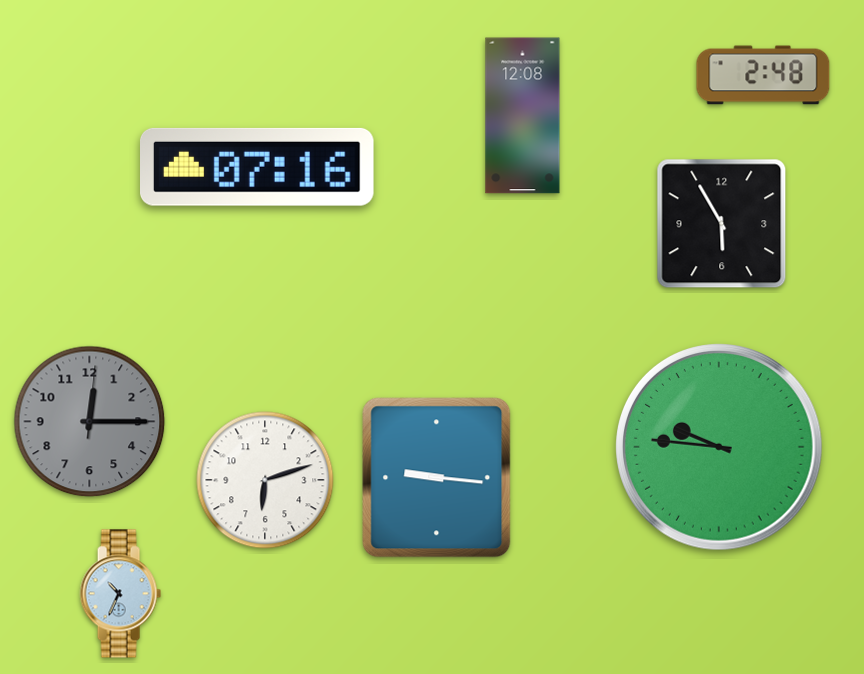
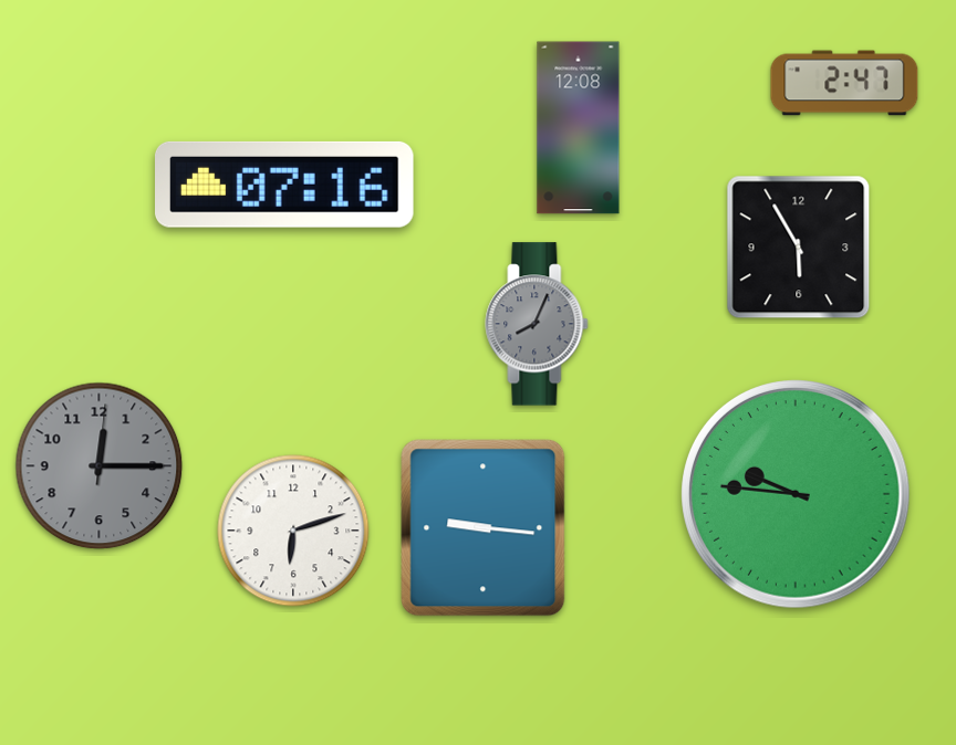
clock at (763, 75): 2:48 -> 2:47
clock at (537, 324): none -> 8:04
clock at (120, 594): 10:34 -> none
